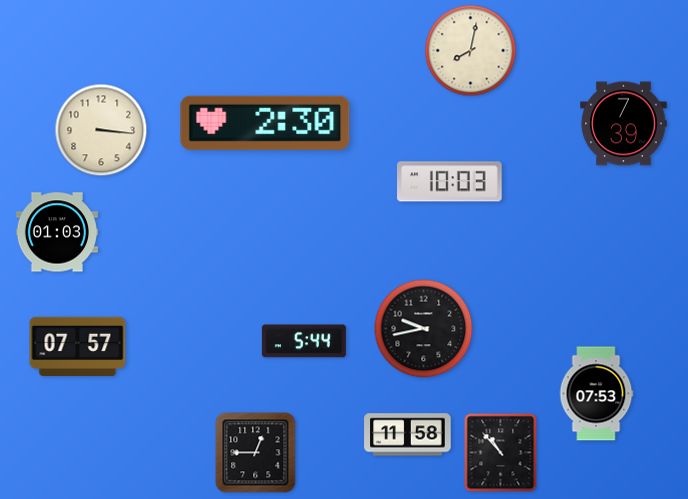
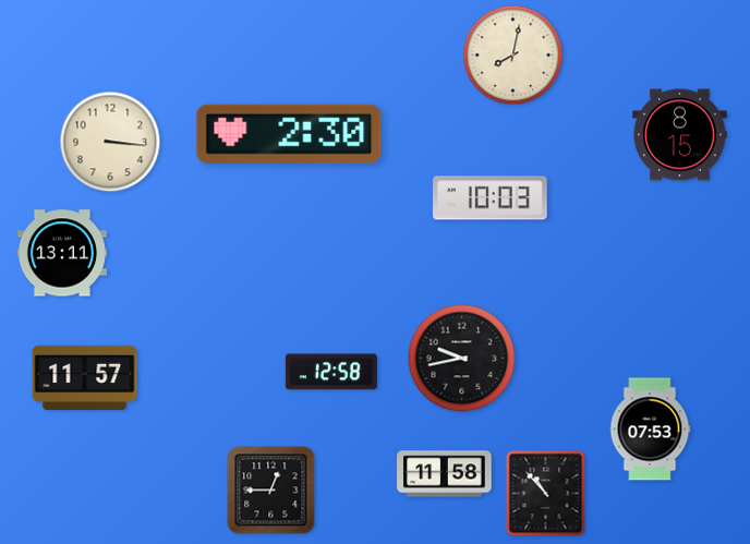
clock at (624, 124): 7:39 -> 8:15
clock at (56, 232): 01:03 -> 13:11
clock at (304, 341): 5:44 -> 12:58
clock at (78, 347): 07:57 -> 11:57
clock at (256, 453) position: (256, 453) -> (271, 491)
